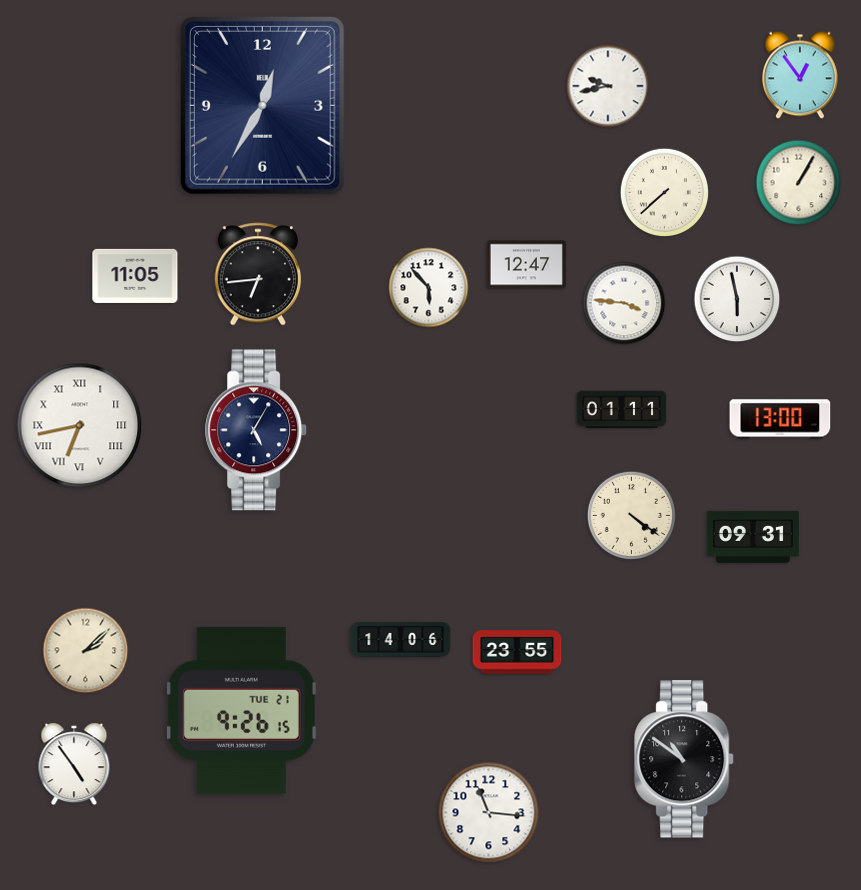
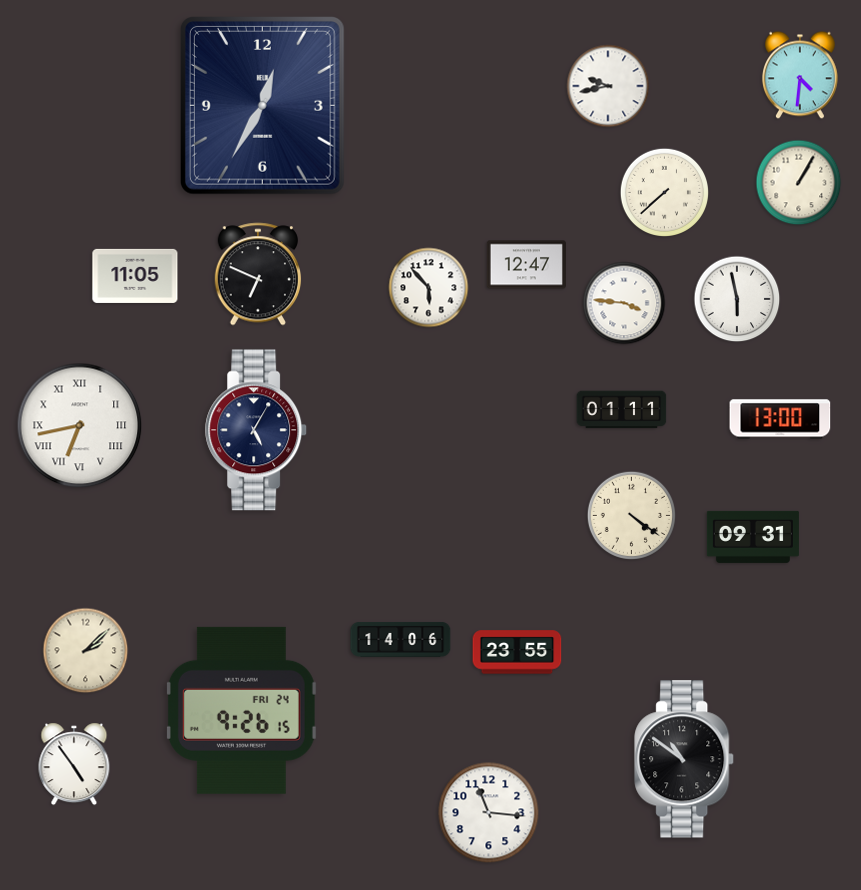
clock at (800, 75): 12:54 -> 4:31
clock at (257, 274): 6:44 -> 6:49
clock at (241, 710) date: TUE 21 -> FRI 24
